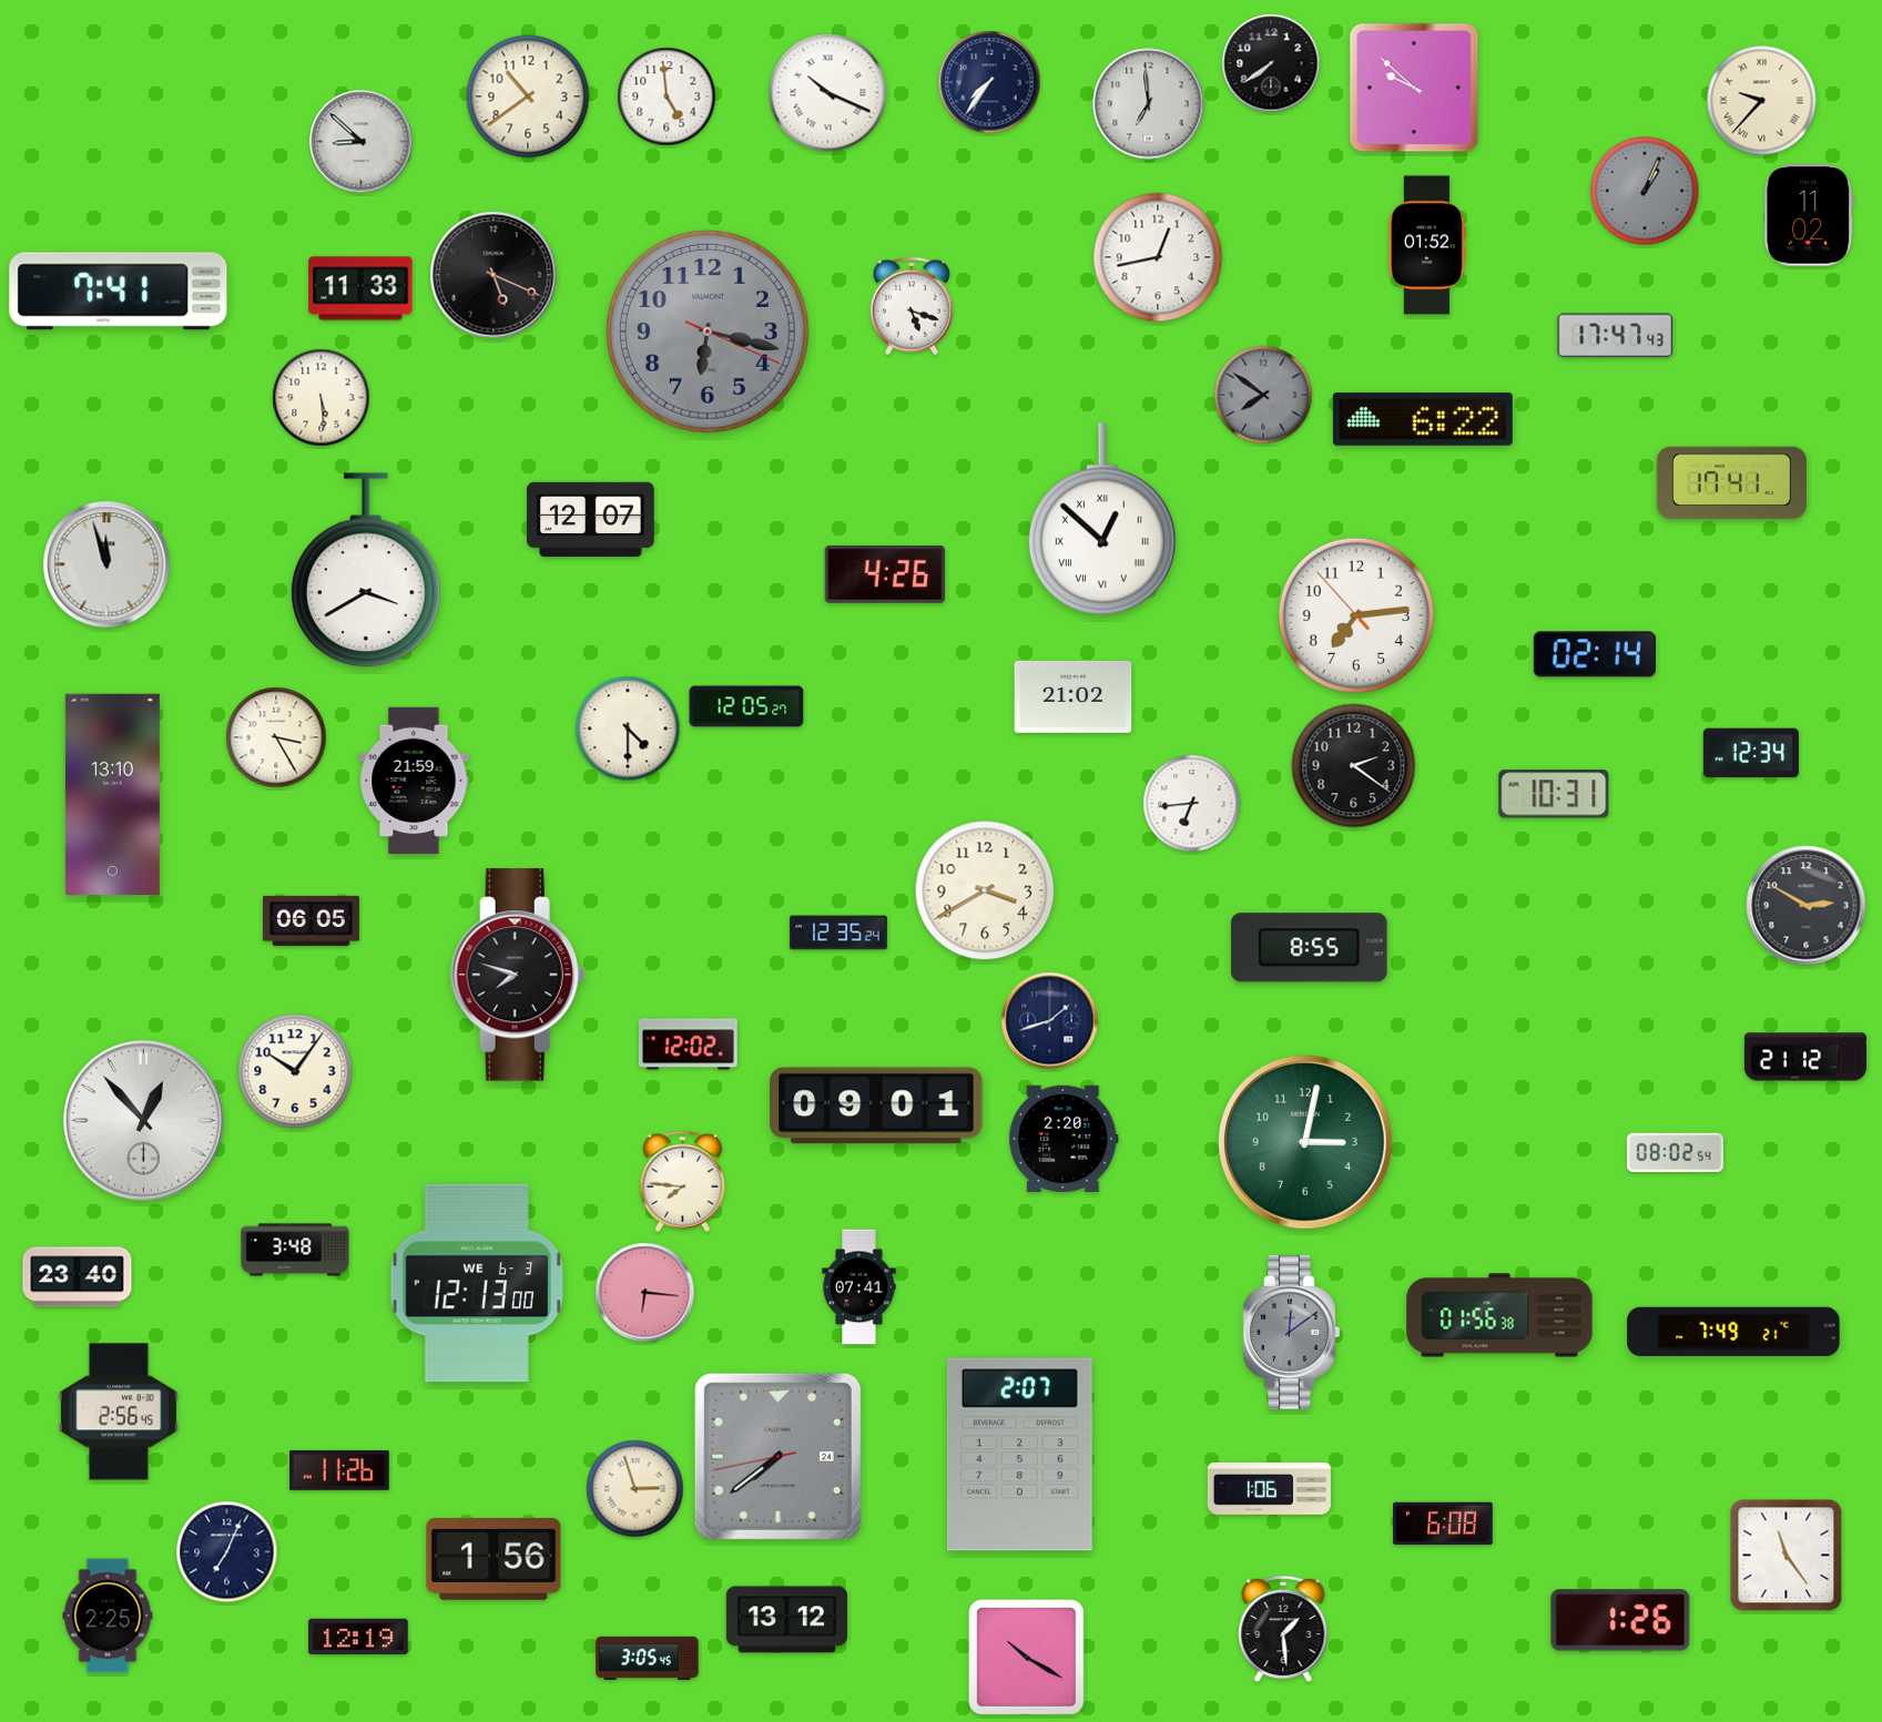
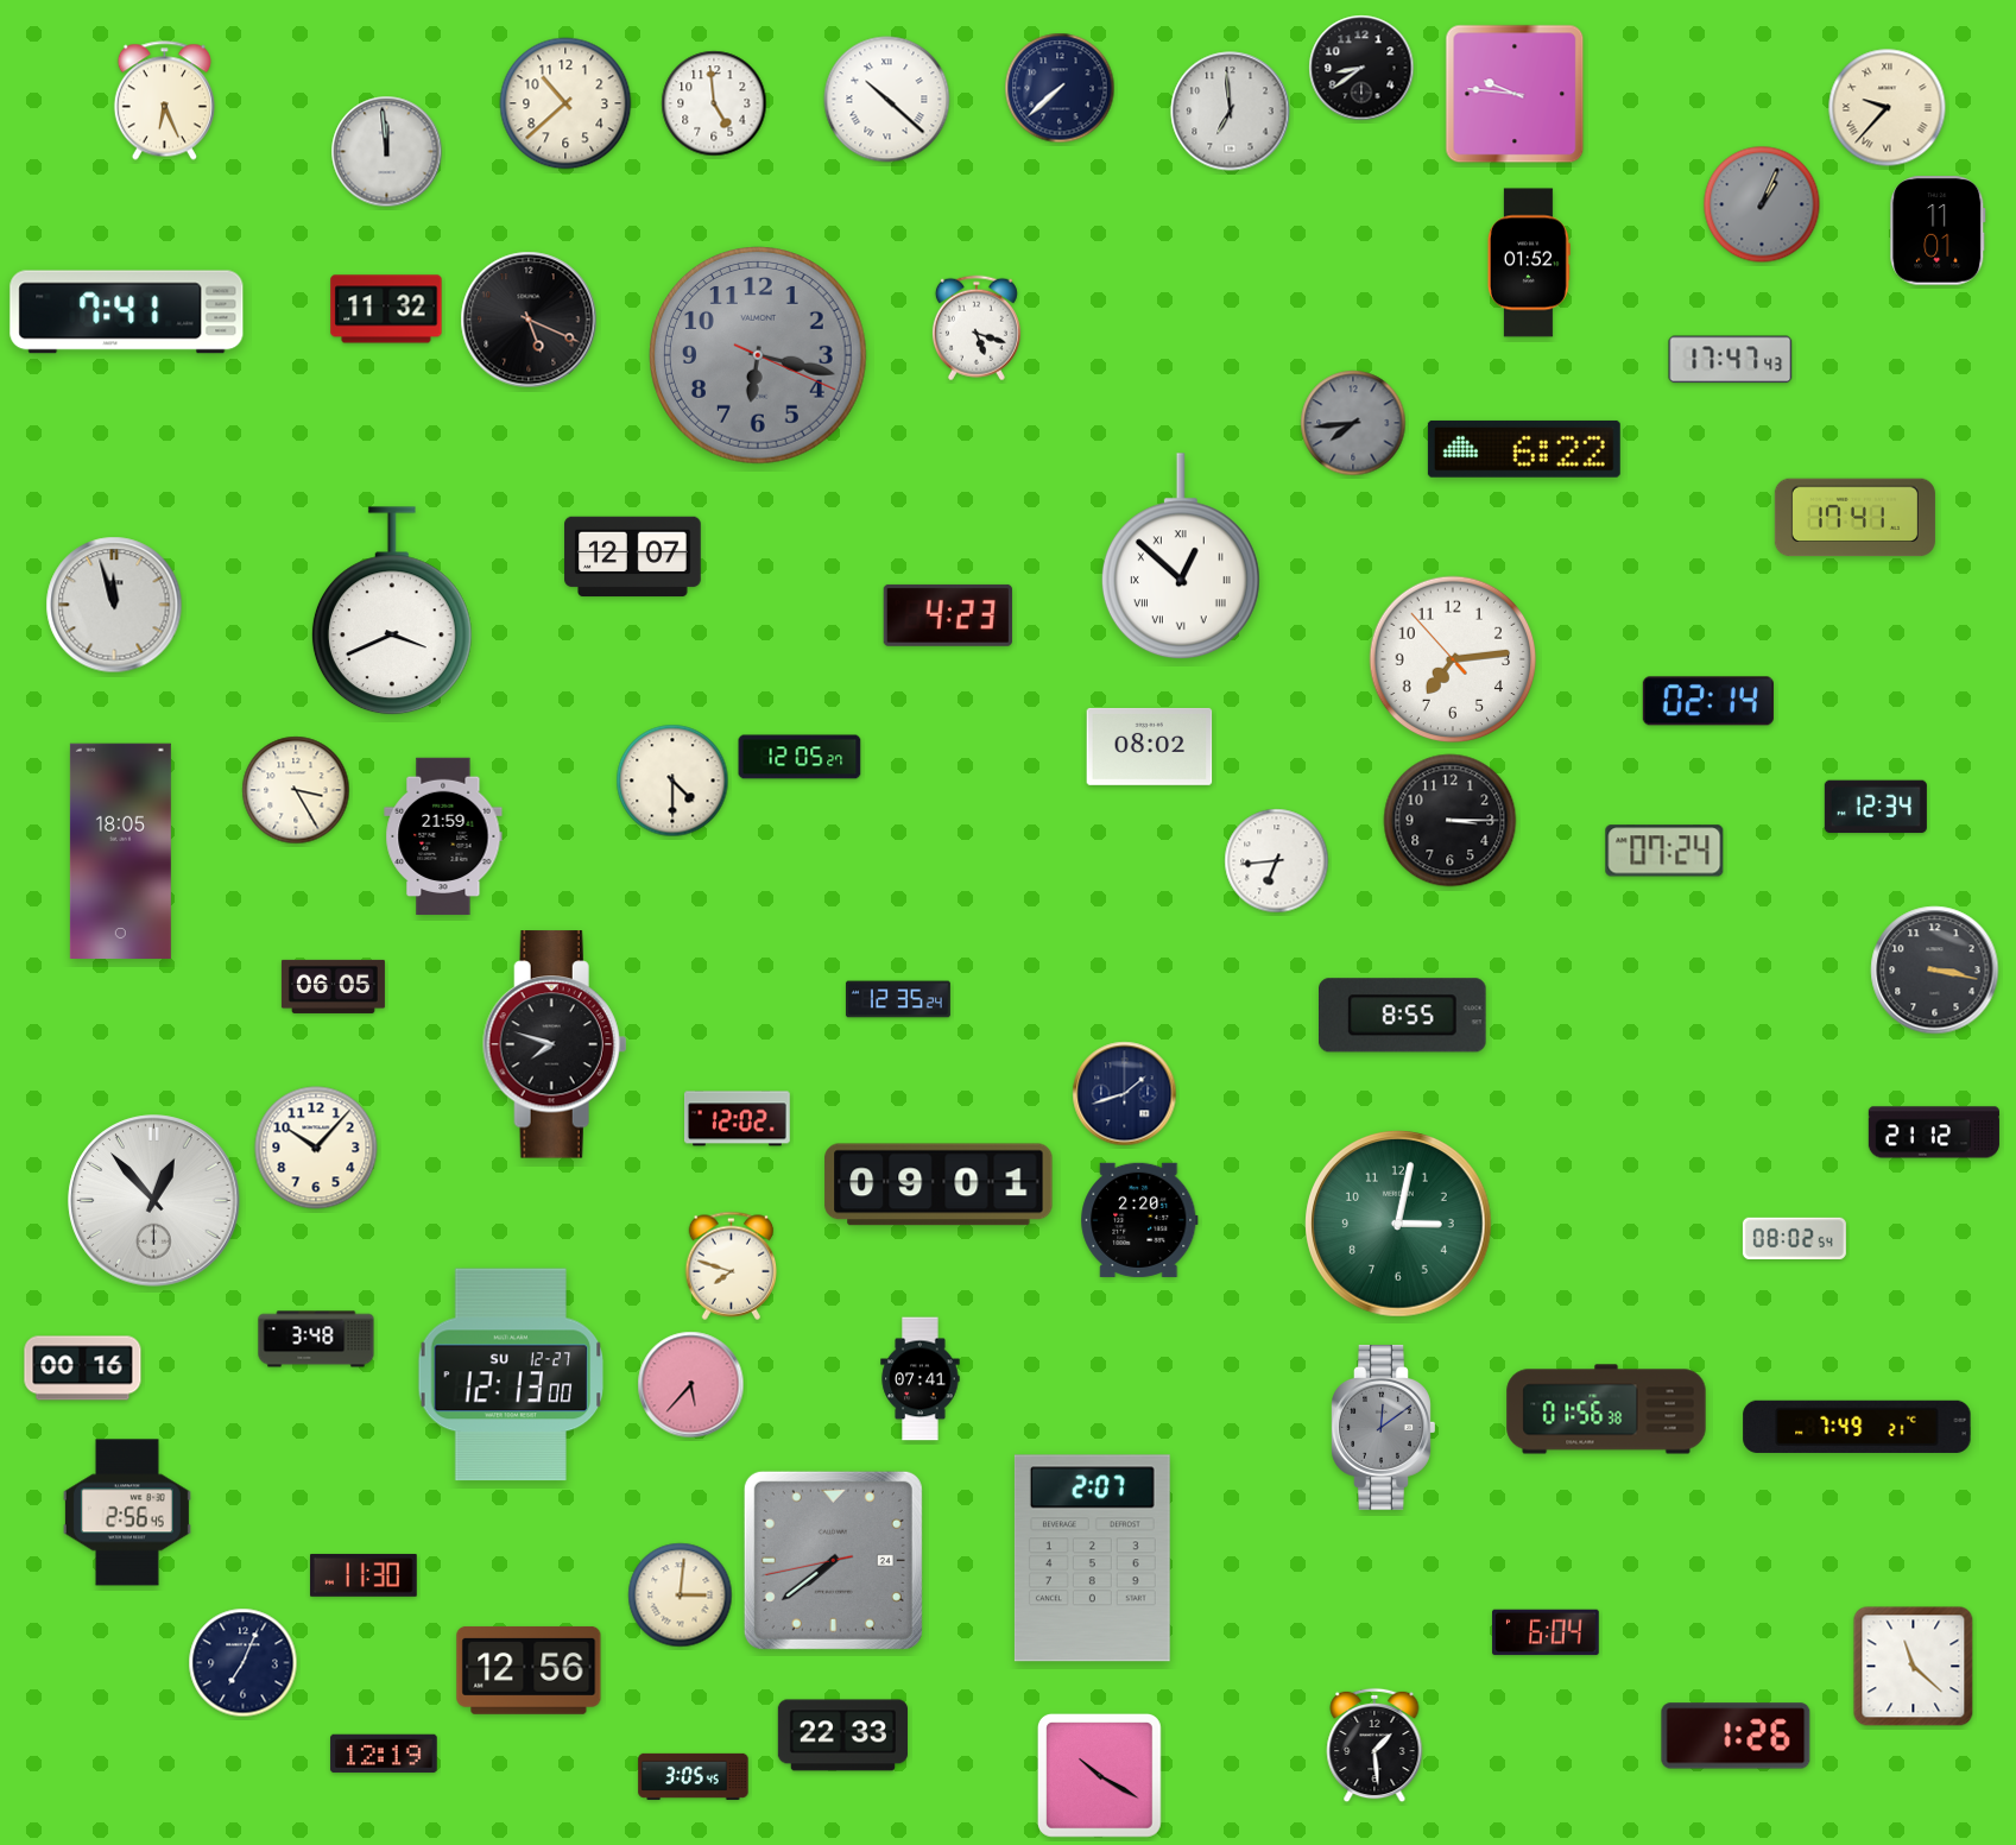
clock at (1271, 63): 7:39 -> 8:39
clock at (989, 82): 7:36 -> 7:38
clock at (1414, 88): 9:52 -> 9:46
clock at (828, 93): 10:19 -> 10:22
clock at (164, 101): none -> 6:26
clock at (528, 96): 10:39 -> 10:38
clock at (362, 142): 8:52 -> 11:59
clock at (1809, 215): 11:02 -> 11:01
clock at (1158, 257): 12:43 -> none
clock at (494, 275) position: (494, 275) -> (529, 320)
clock at (360, 288): 11:33 -> 11:32
clock at (1263, 395): 7:51 -> 7:44
clock at (322, 398): 5:29 -> none
clock at (366, 571): 3:40 -> 3:41
clock at (885, 574): 4:26 -> 4:23
clock at (1074, 696): 21:02 -> 08:02
clock at (1354, 766): 2:21 -> 3:15
clock at (1554, 794): 10:31 -> 07:24
clock at (112, 795): 13:10 -> 18:05
clock at (985, 890): 3:40 -> none
clock at (1807, 906): 2:50 -> 3:17
clock at (295, 1071): 10:06 -> 10:07
clock at (1675, 1152) position: (1675, 1152) -> (1794, 1238)
clock at (683, 1181): 7:46 -> 7:48
clock at (78, 1277): 23:40 -> 00:16
clock at (477, 1283) date: WE 6-3 -> SU 12-27
clock at (645, 1293): 6:16 -> 5:37
clock at (340, 1470): 11:26 -> 11:30
clock at (1269, 1488): 1:06 -> none
clock at (635, 1489): 2:57 -> 3:01
clock at (1443, 1524): 6:08 -> 6:04
clock at (1787, 1556): 11:24 -> 11:22
clock at (494, 1559): 1:56 -> 12:56
clock at (108, 1616): 2:25 -> none
clock at (786, 1620): 13:12 -> 22:33
